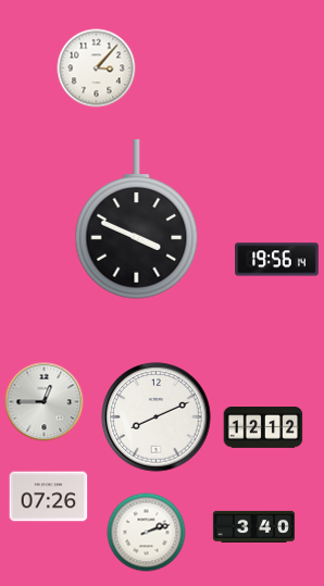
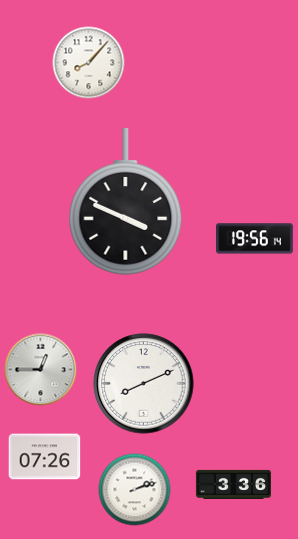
clock at (97, 68): 3:07 -> 8:07
clock at (263, 428): 12:12 -> none
clock at (253, 526): 3:40 -> 3:36
